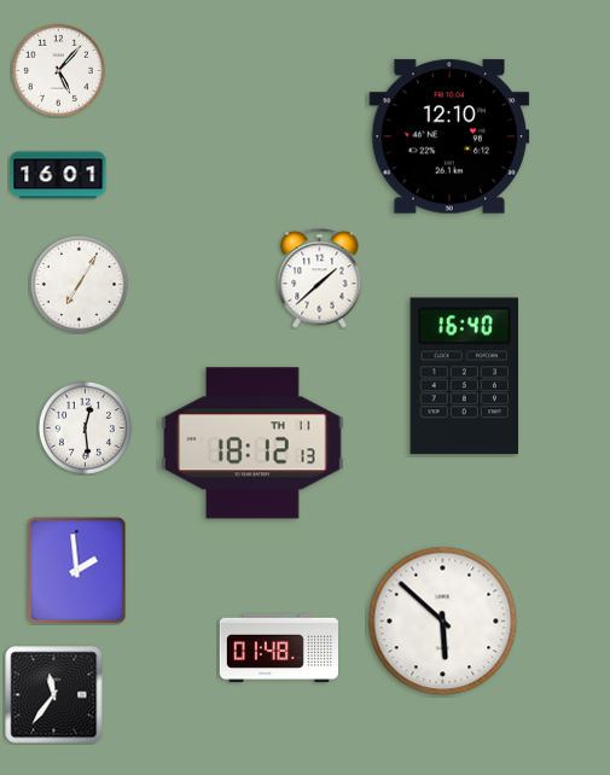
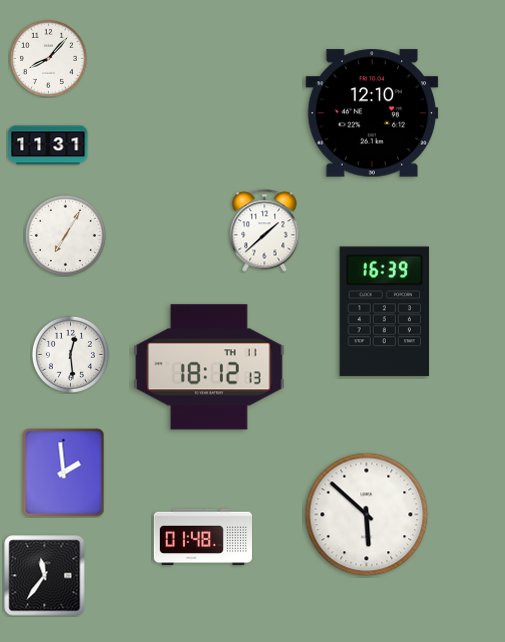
clock at (58, 70): 5:07 -> 8:07
clock at (58, 175): 16:01 -> 11:31
clock at (464, 377): 16:40 -> 16:39
clock at (278, 648) position: (278, 648) -> (202, 537)
